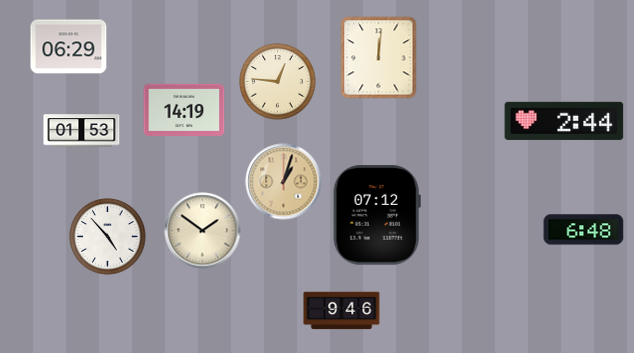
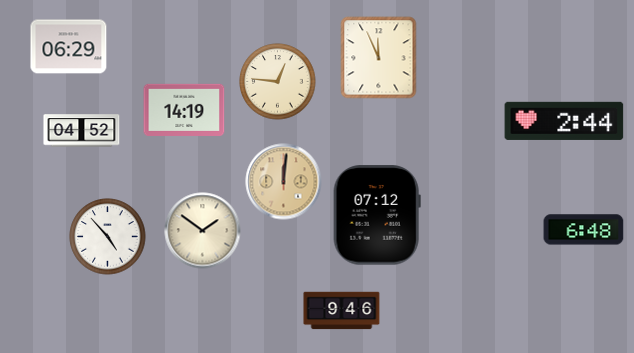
clock at (379, 58): 12:01 -> 11:56
clock at (82, 131): 01:53 -> 04:52
clock at (284, 182): 1:03 -> 12:01
